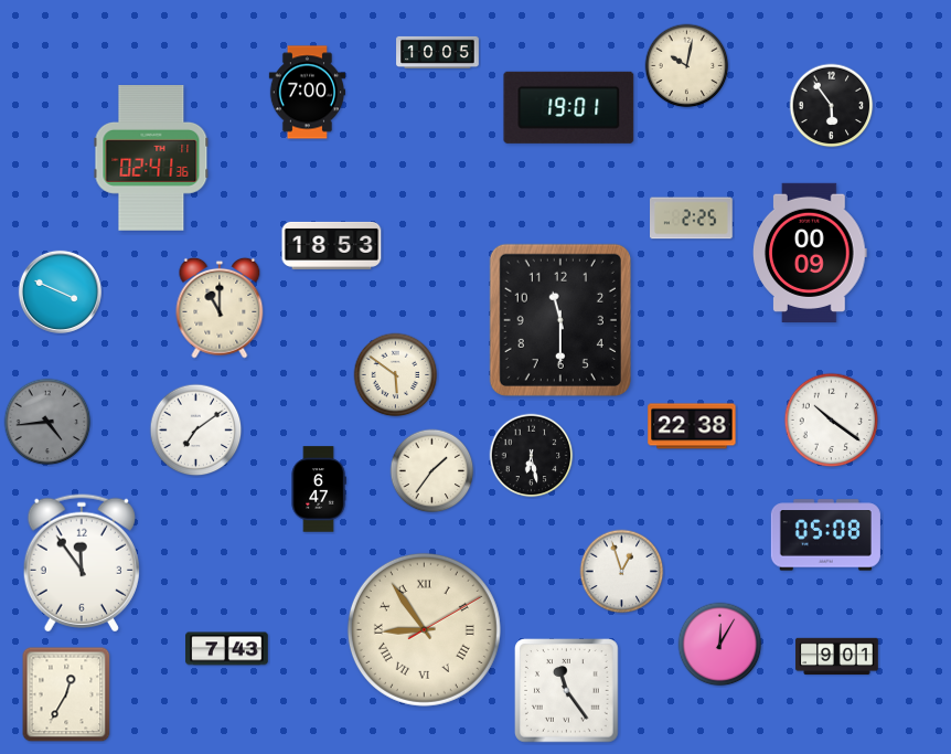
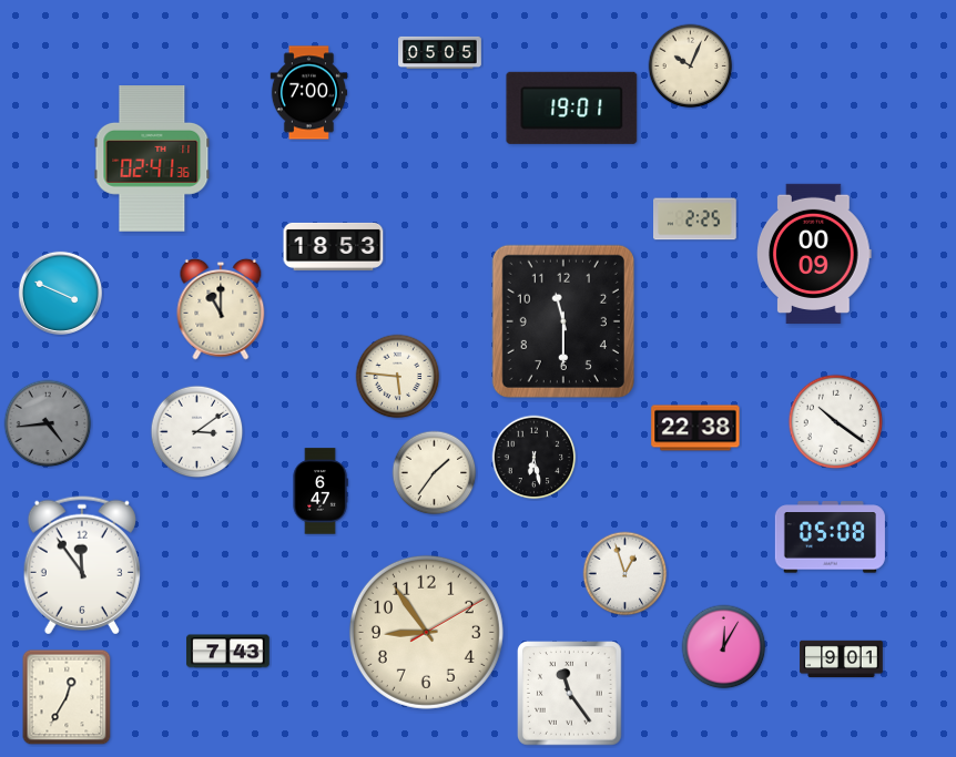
clock at (438, 52): 10:05 -> 05:05
clock at (687, 66): 10:02 -> 10:04
clock at (832, 106): 5:54 -> none
clock at (396, 375): 5:51 -> 5:46
clock at (196, 431): 7:09 -> 3:09
clock at (424, 629) numerals: Roman -> Arabic
